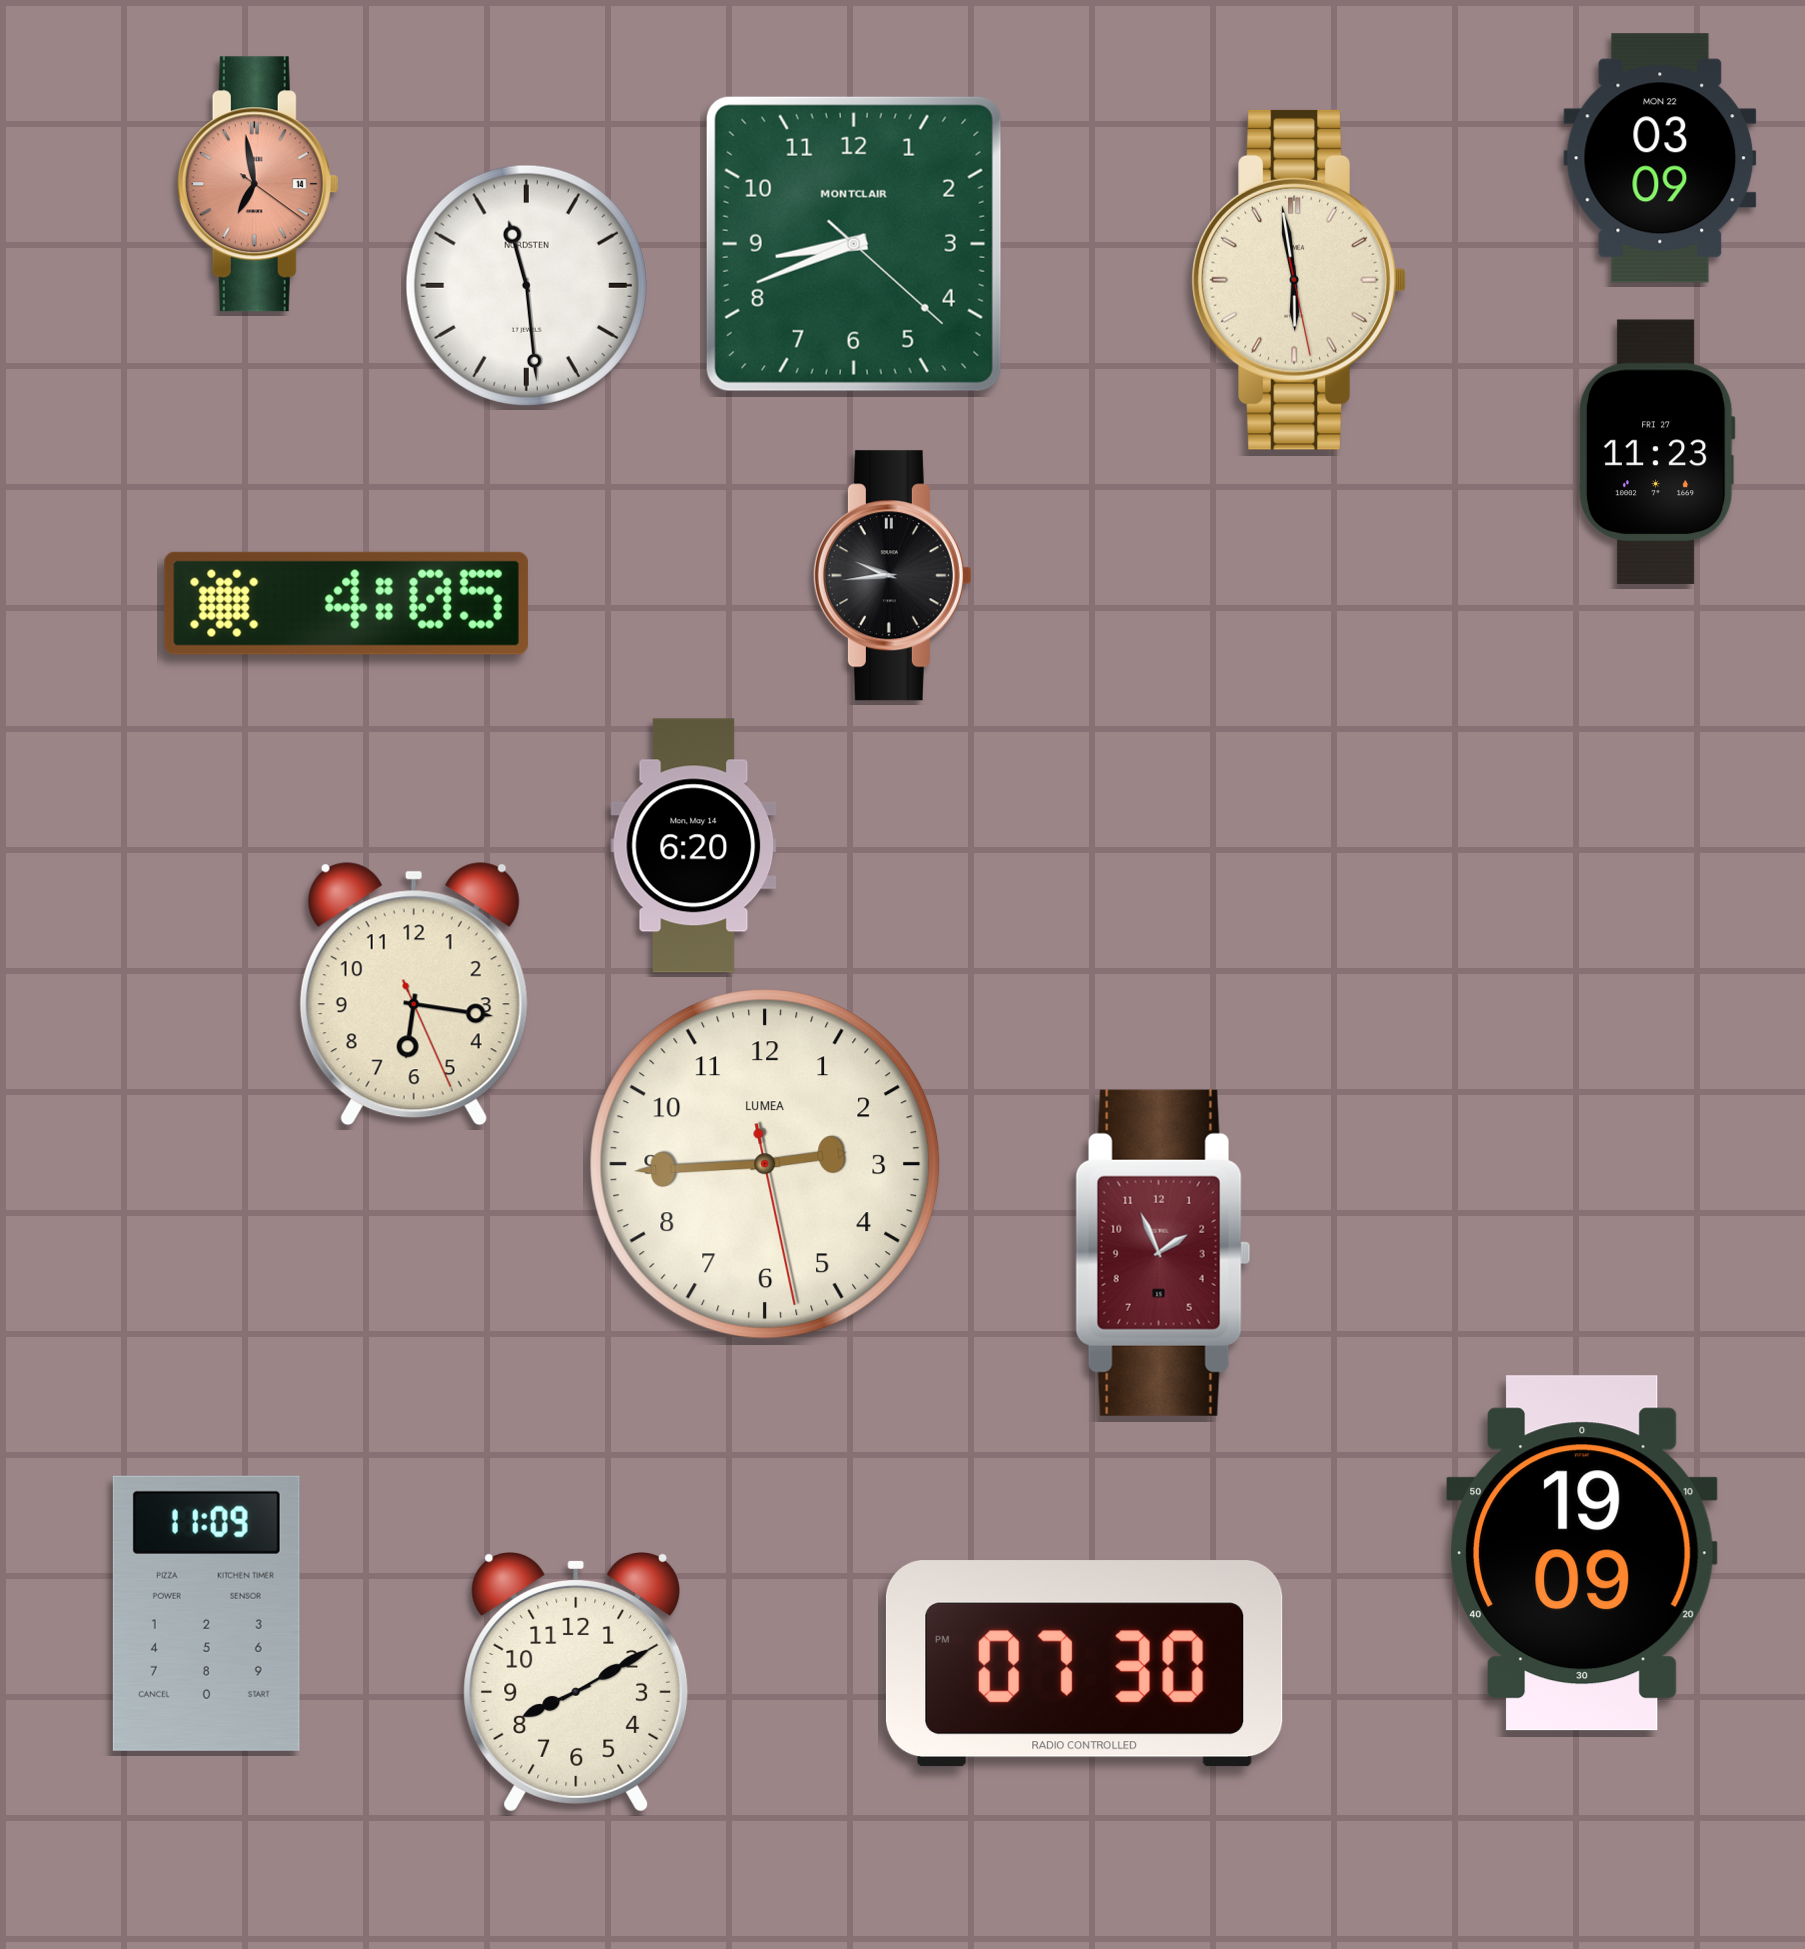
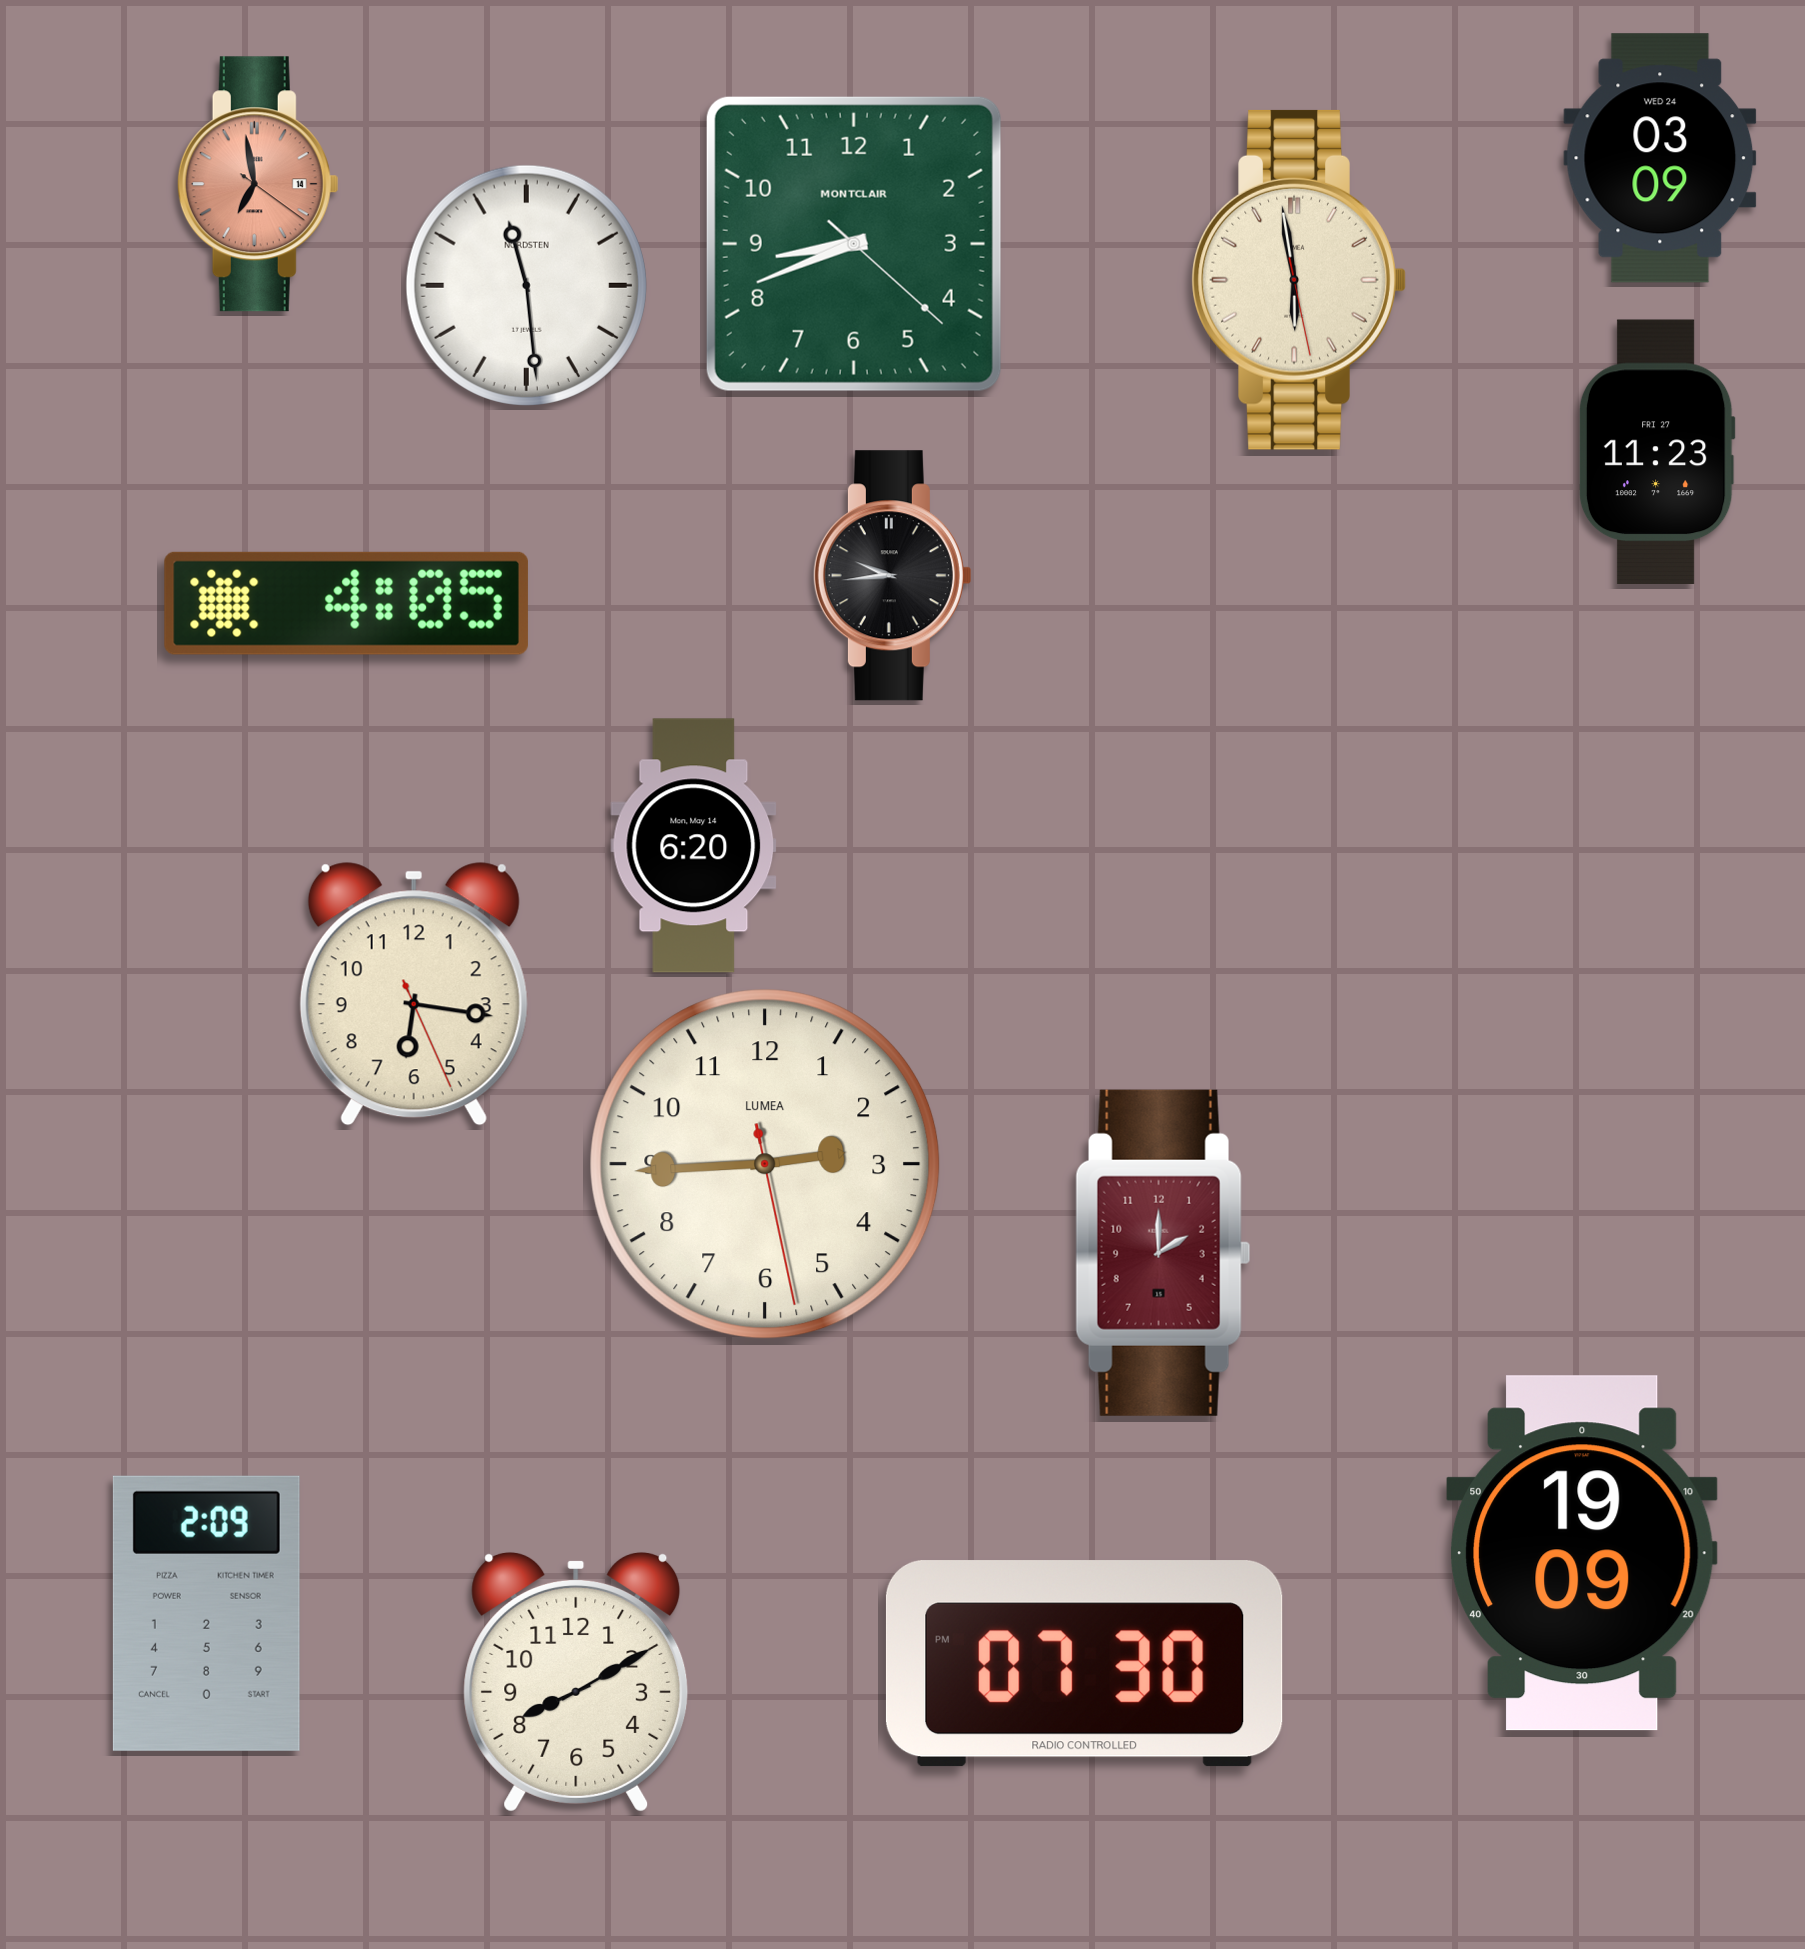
clock at (1660, 158) date: MON 22 -> WED 24
clock at (1163, 1253): 1:56 -> 2:00
clock at (206, 1613): 11:09 -> 2:09
